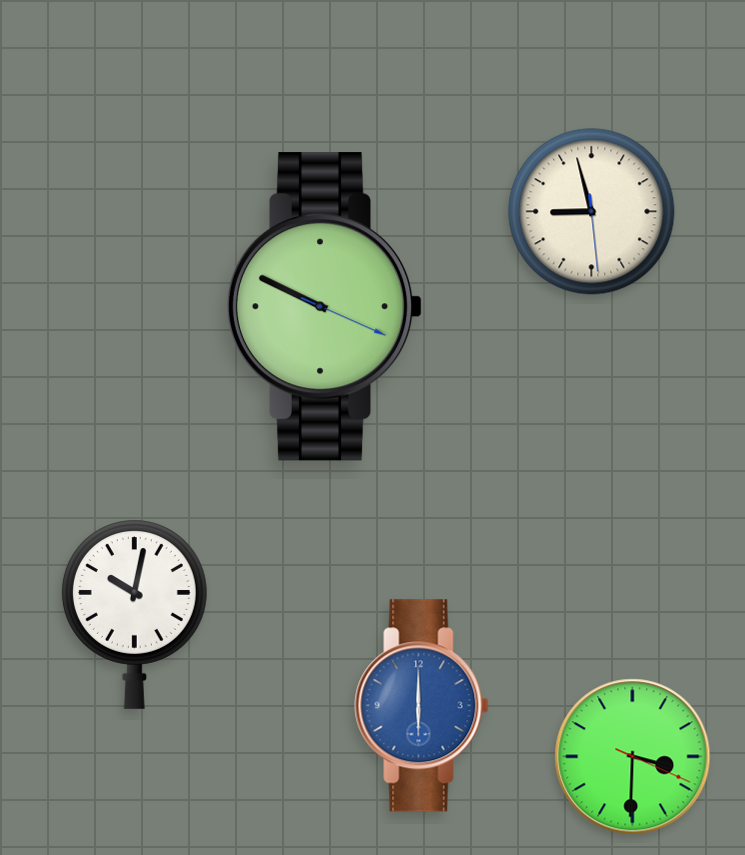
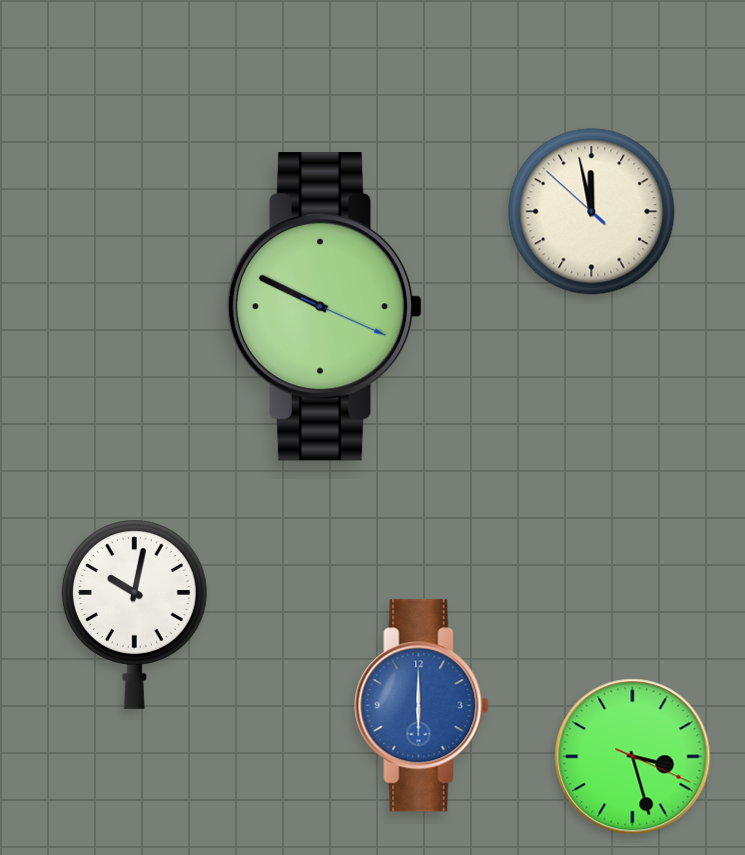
clock at (592, 212): 8:57 -> 11:57
clock at (633, 757): 3:30 -> 3:27
